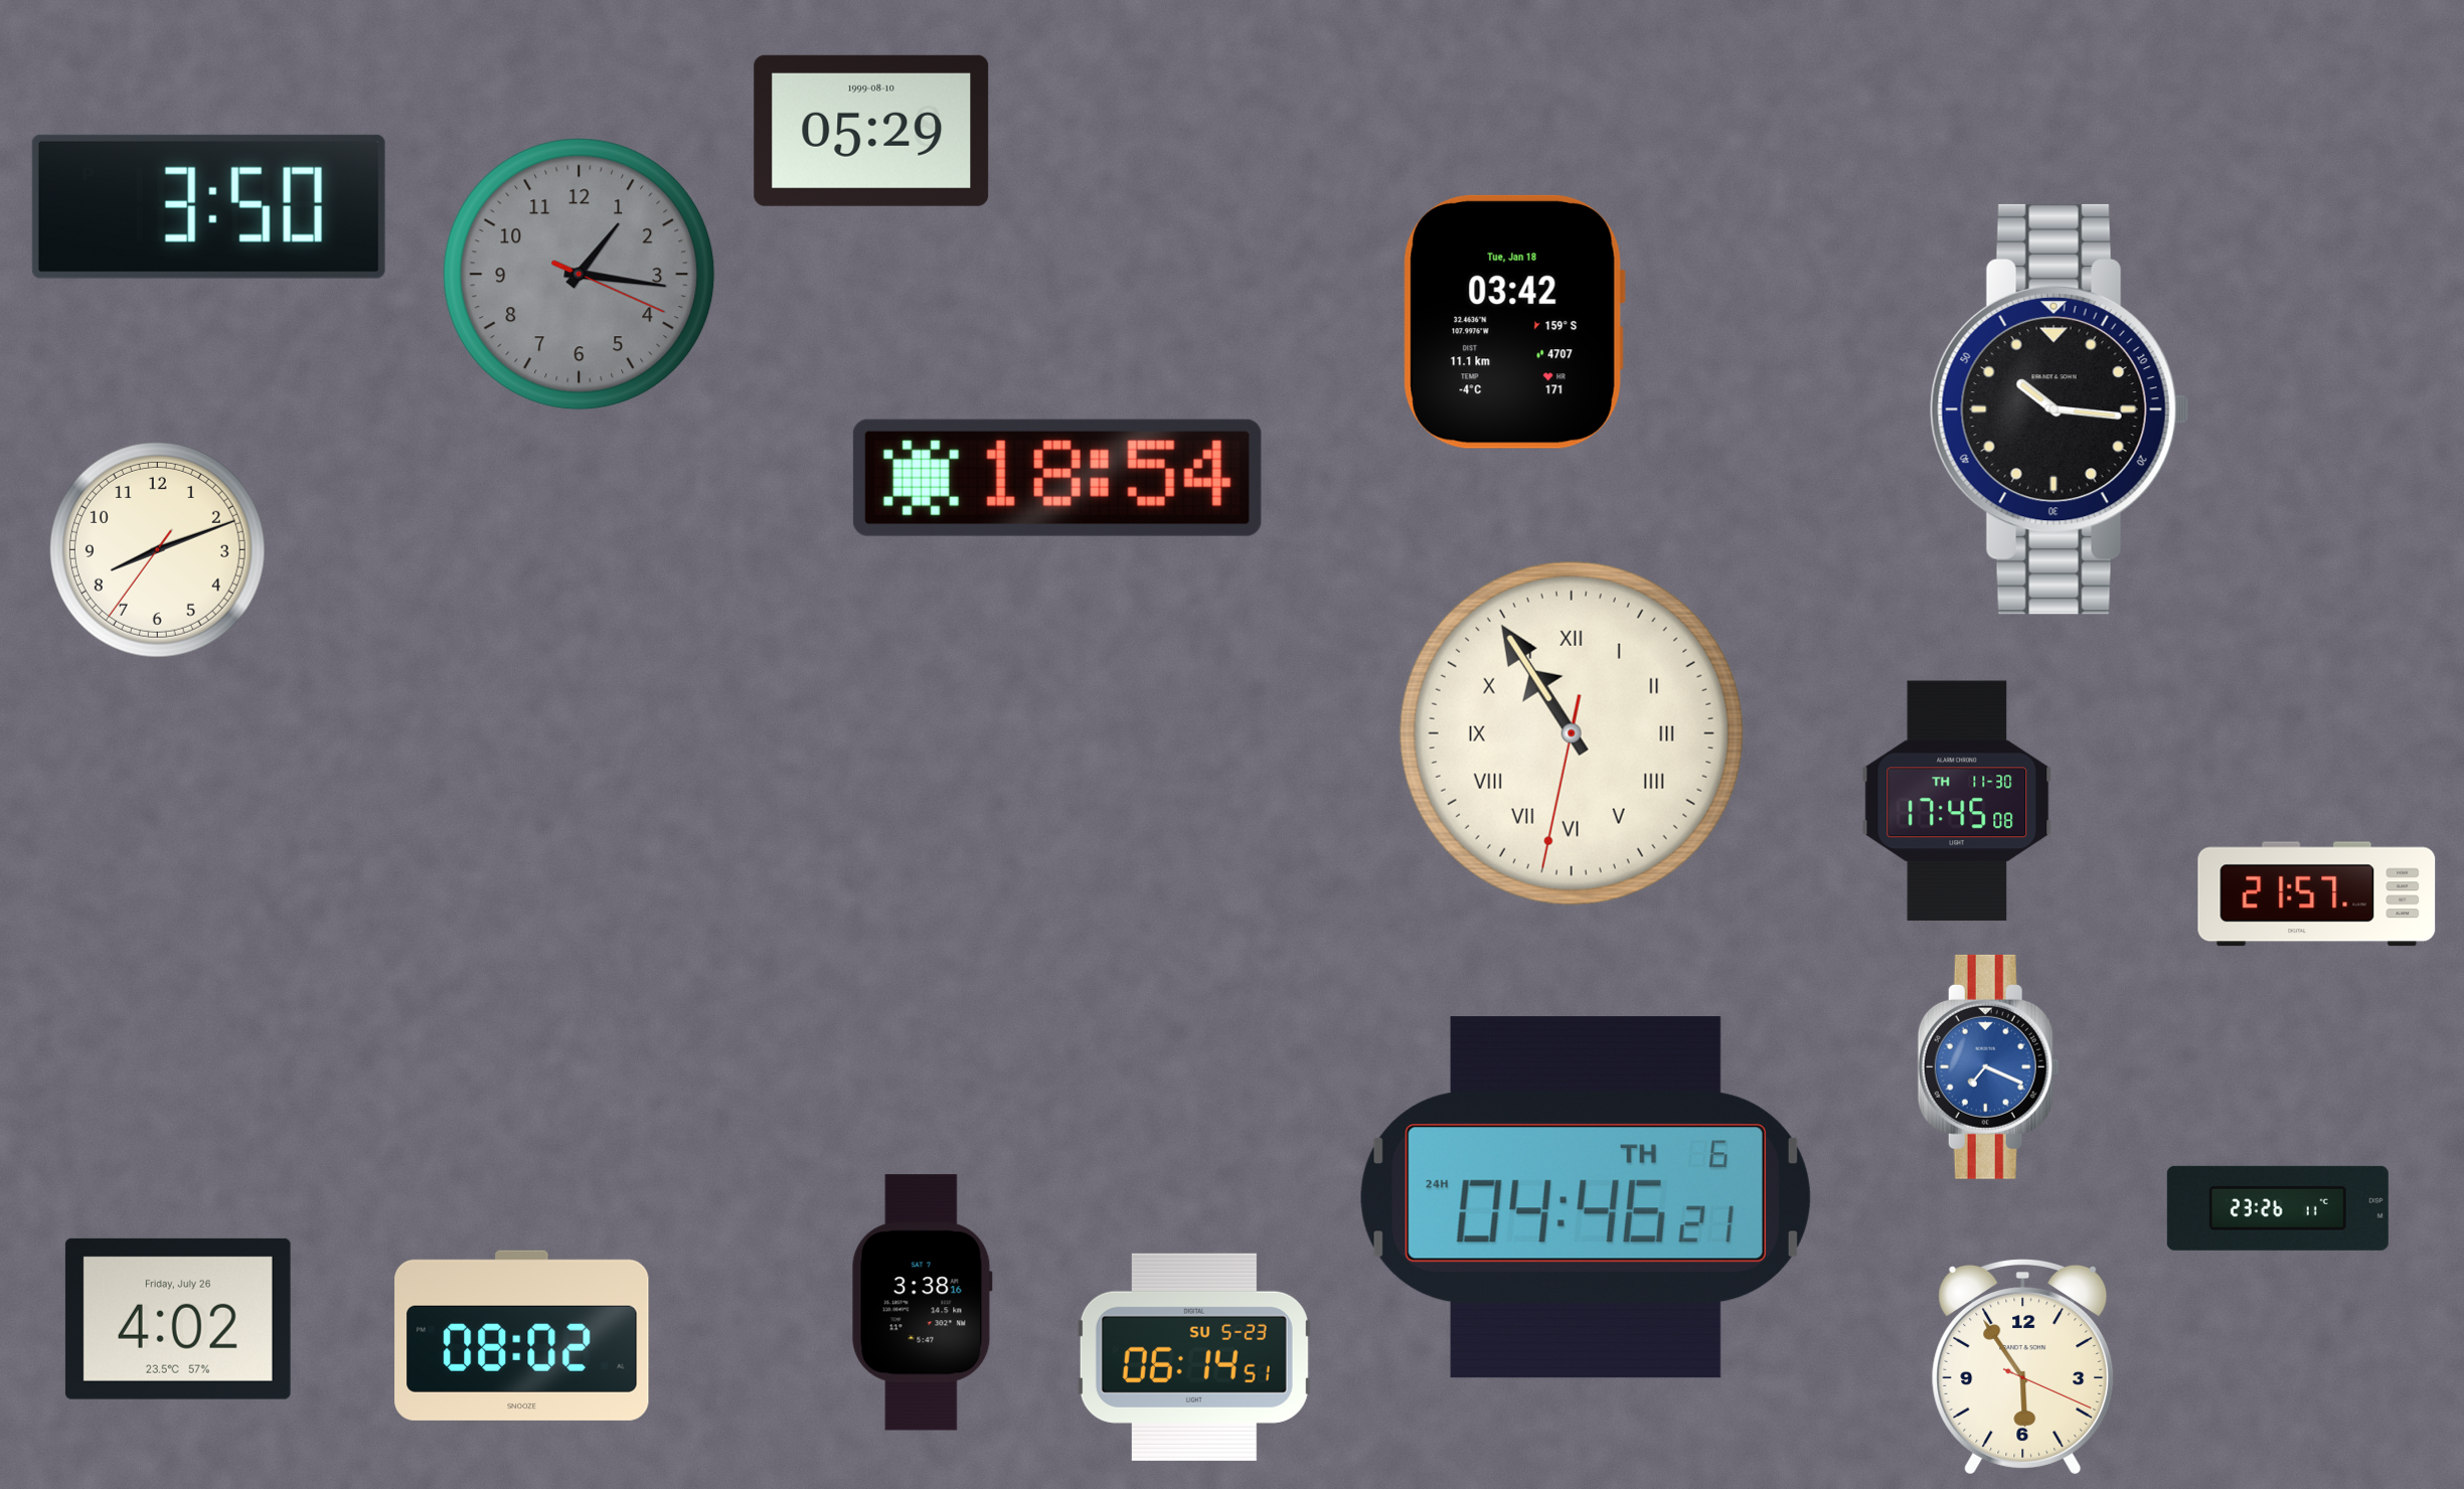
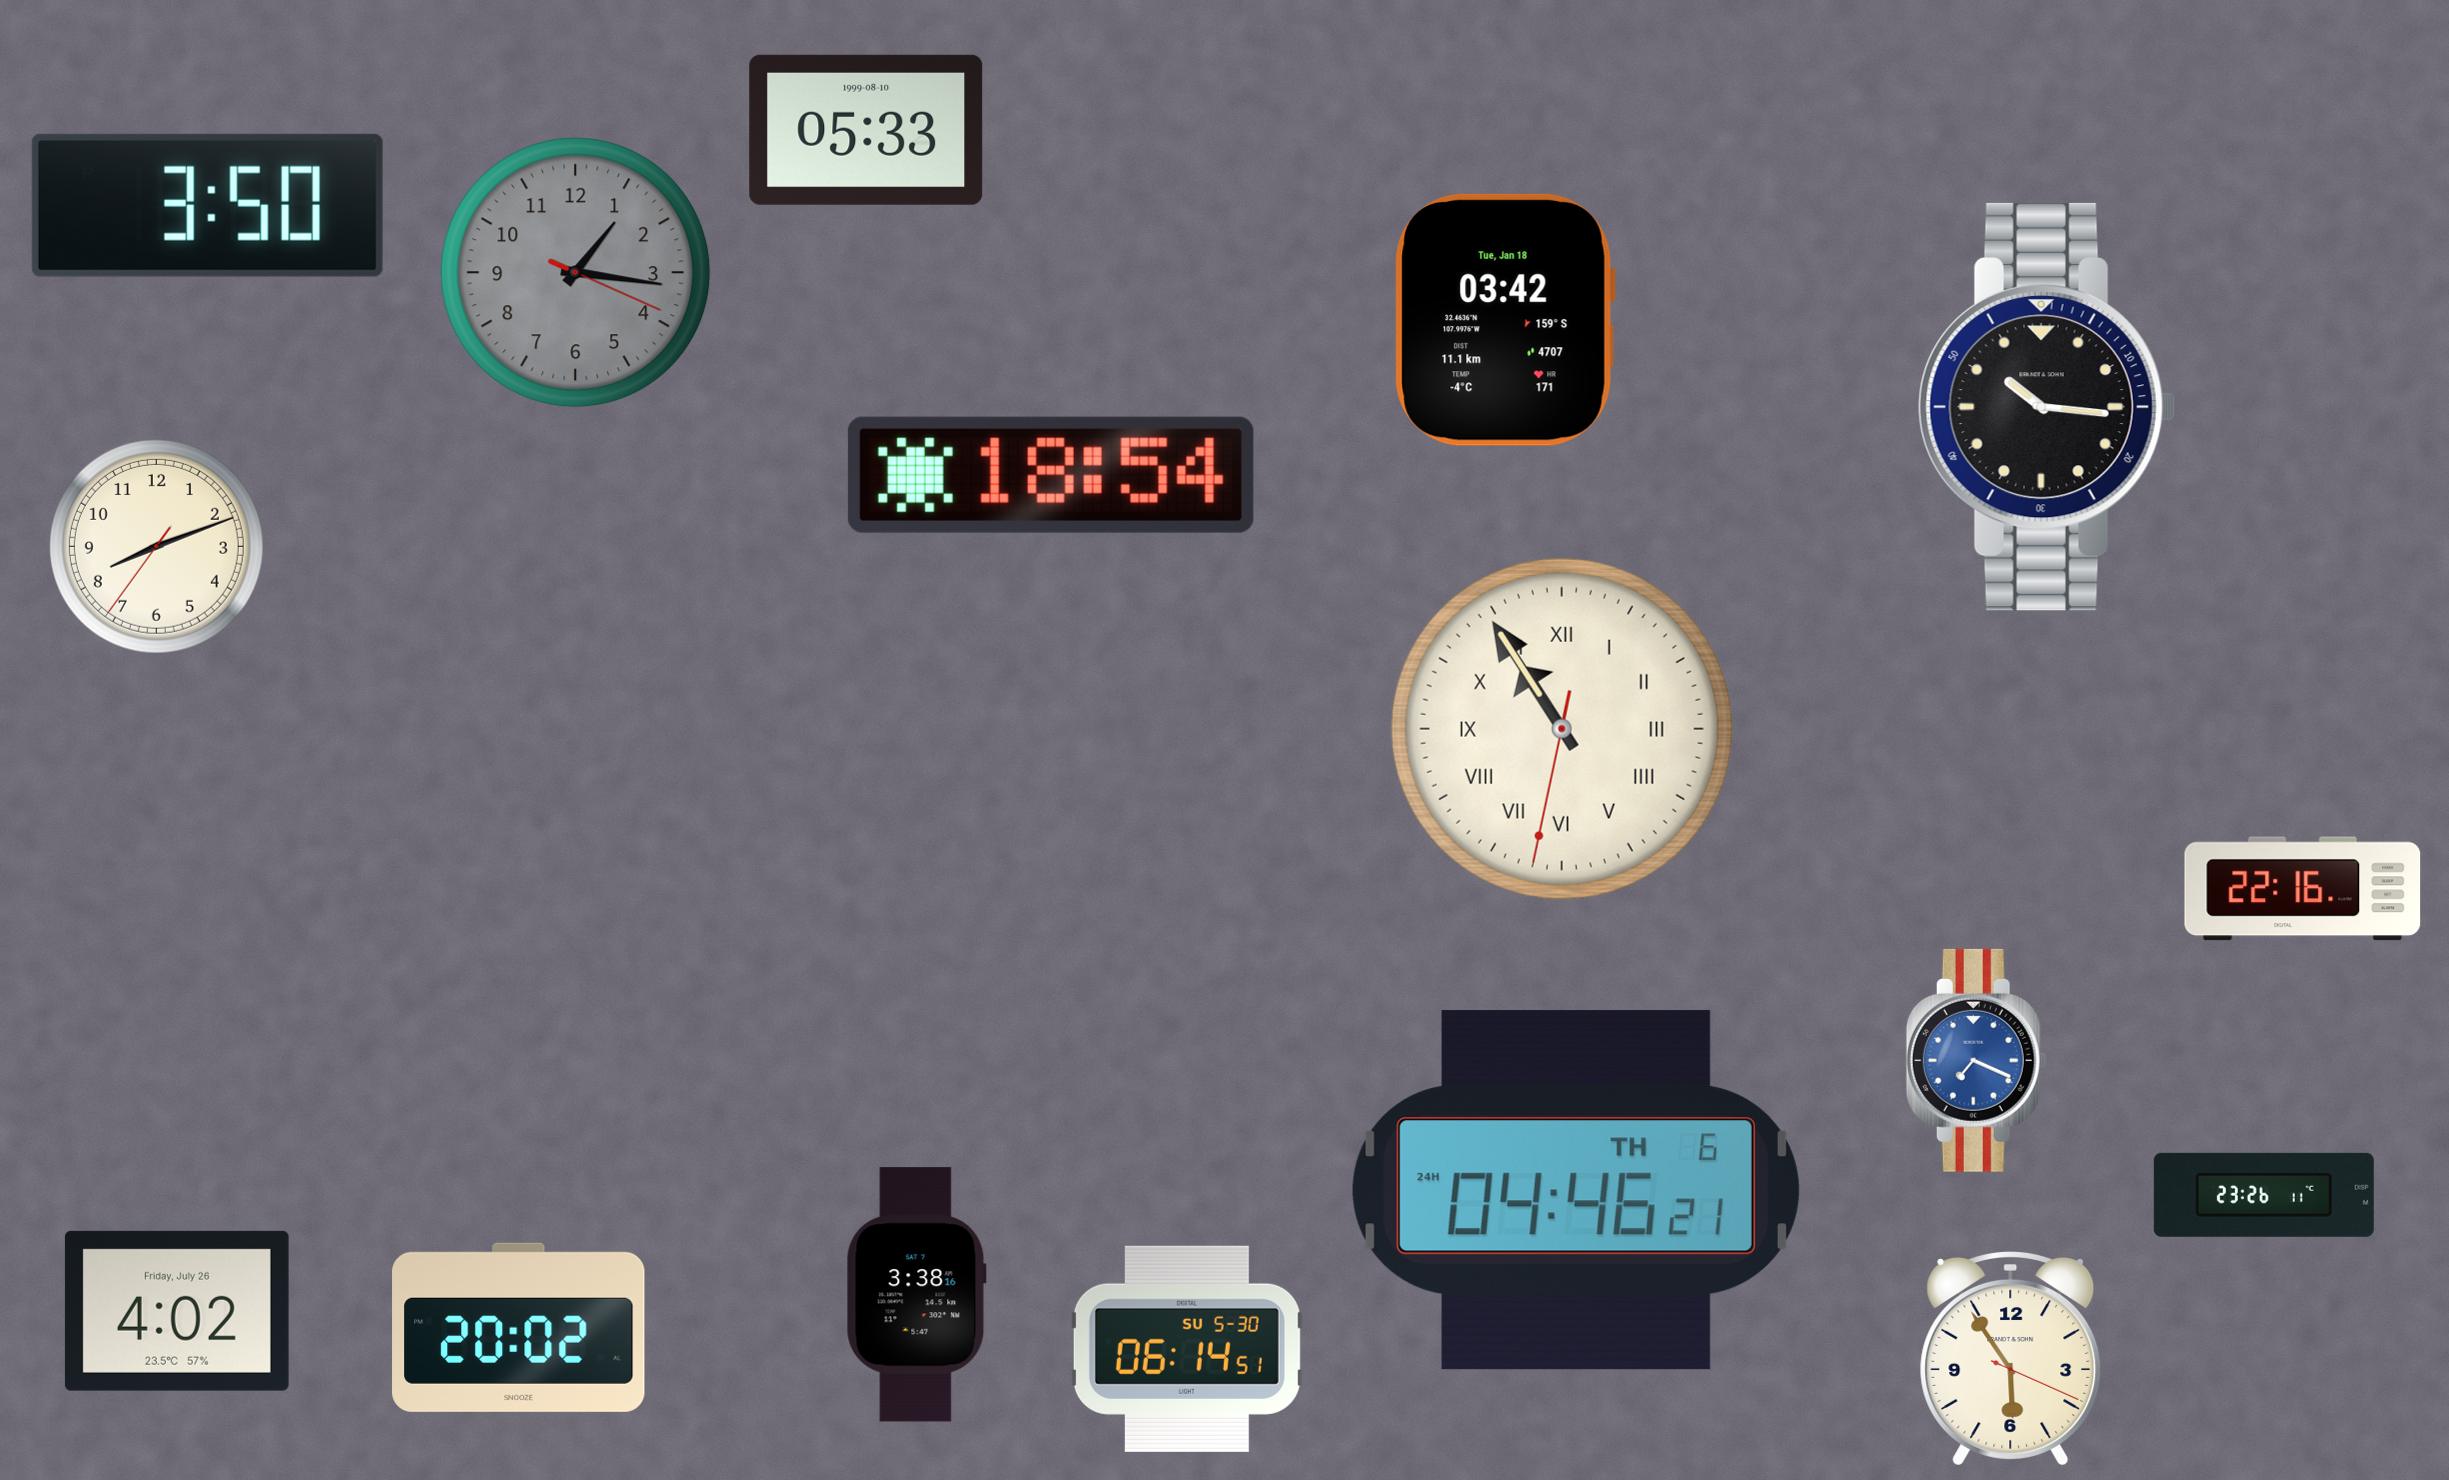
clock at (871, 131): 05:29 -> 05:33
clock at (1957, 801): 17:45 -> none
clock at (2317, 894): 21:57 -> 22:16
clock at (2278, 1208) position: (2278, 1208) -> (2264, 1195)
clock at (522, 1335): 08:02 -> 20:02
clock at (1194, 1357) date: SU 5-23 -> SU 5-30
